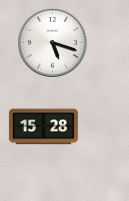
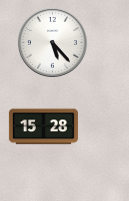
clock at (53, 43): 5:18 -> 5:23
